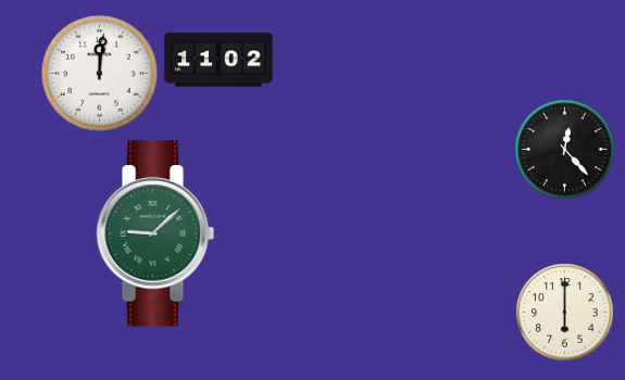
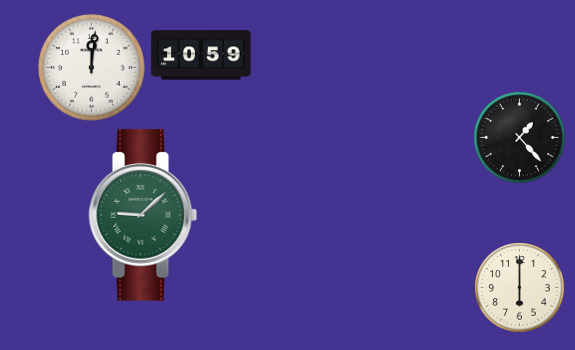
clock at (218, 60): 11:02 -> 10:59
clock at (565, 150): 12:23 -> 1:23
